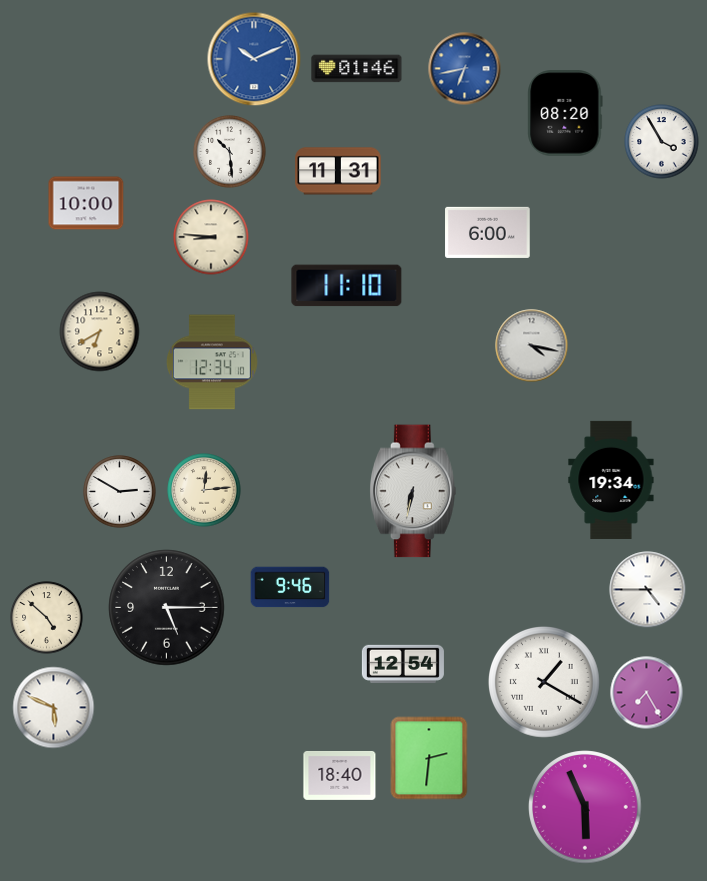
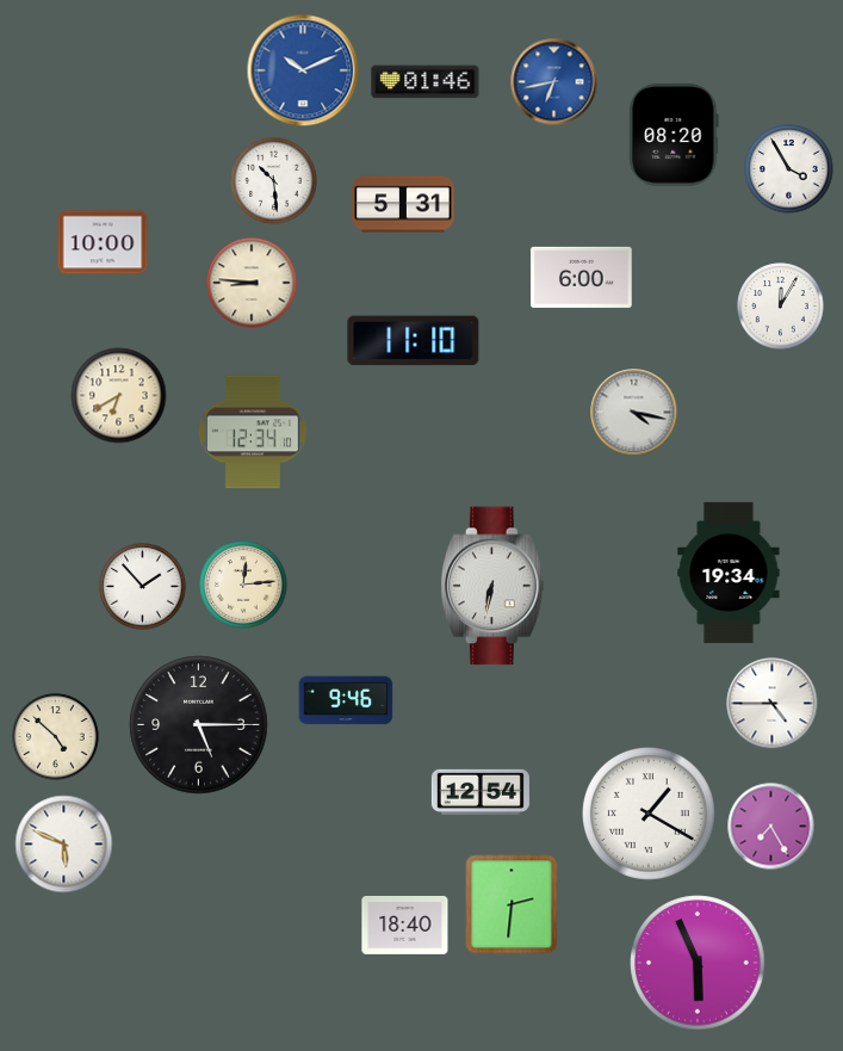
clock at (338, 171): 11:31 -> 5:31
clock at (781, 307): none -> 12:05
clock at (120, 492): 2:50 -> 1:53
